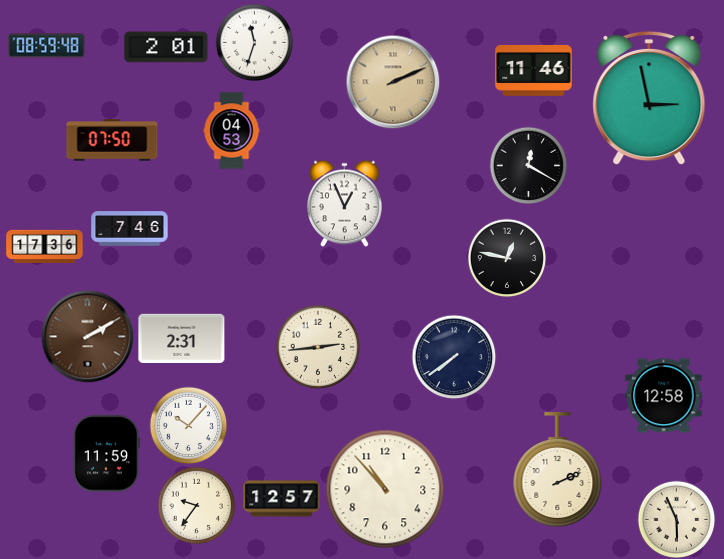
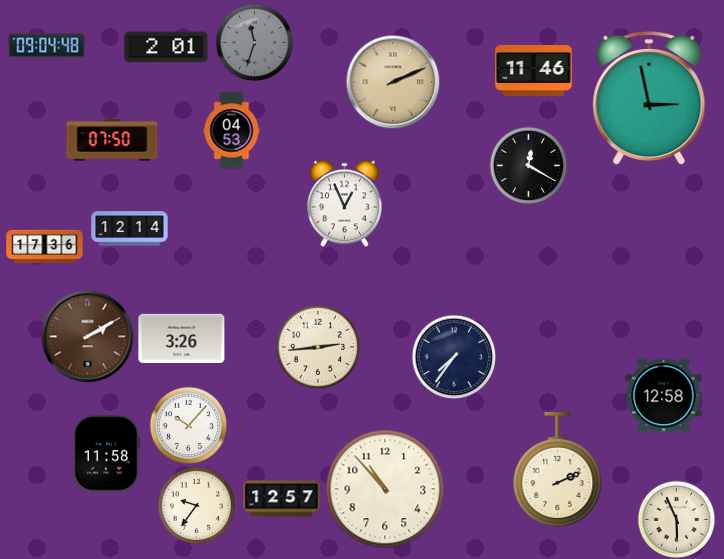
clock at (254, 42) dial: white -> grey
clock at (47, 46): 08:59 -> 09:04
clock at (130, 229): 7:46 -> 12:14
clock at (507, 258): 12:47 -> none
clock at (182, 338): 2:31 -> 3:26
clock at (454, 357): 7:39 -> 7:36
clock at (106, 454): 11:59 -> 11:58
